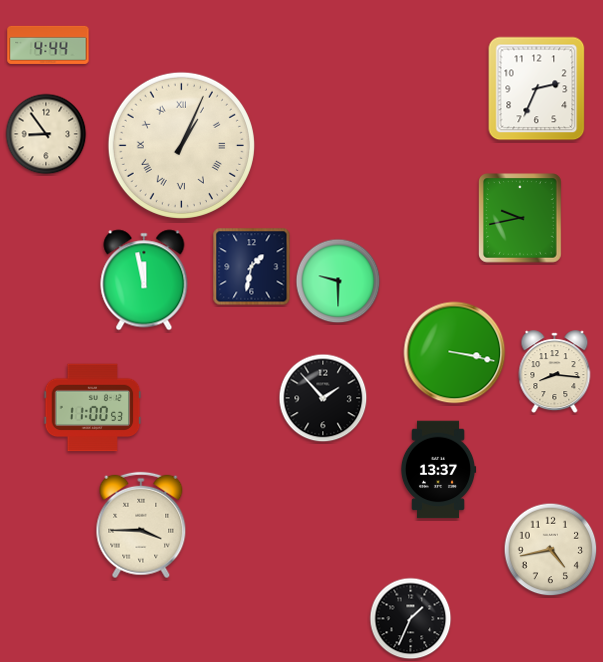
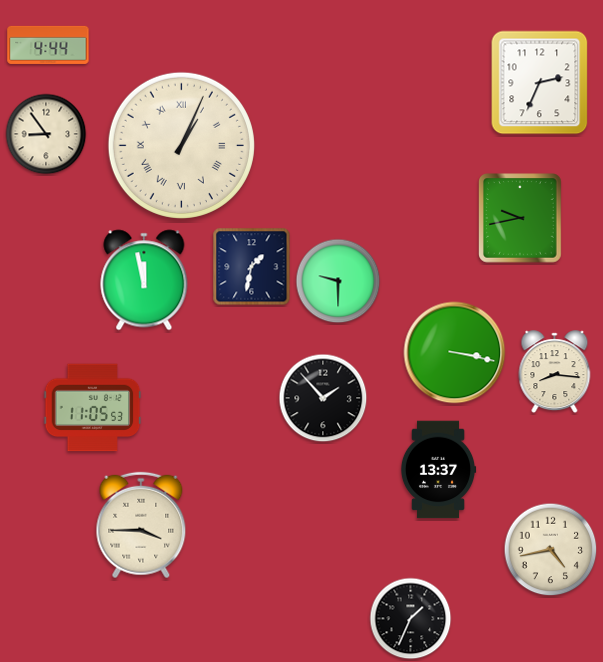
clock at (537, 89) position: (537, 89) -> (540, 83)
clock at (93, 408): 11:00 -> 11:05
